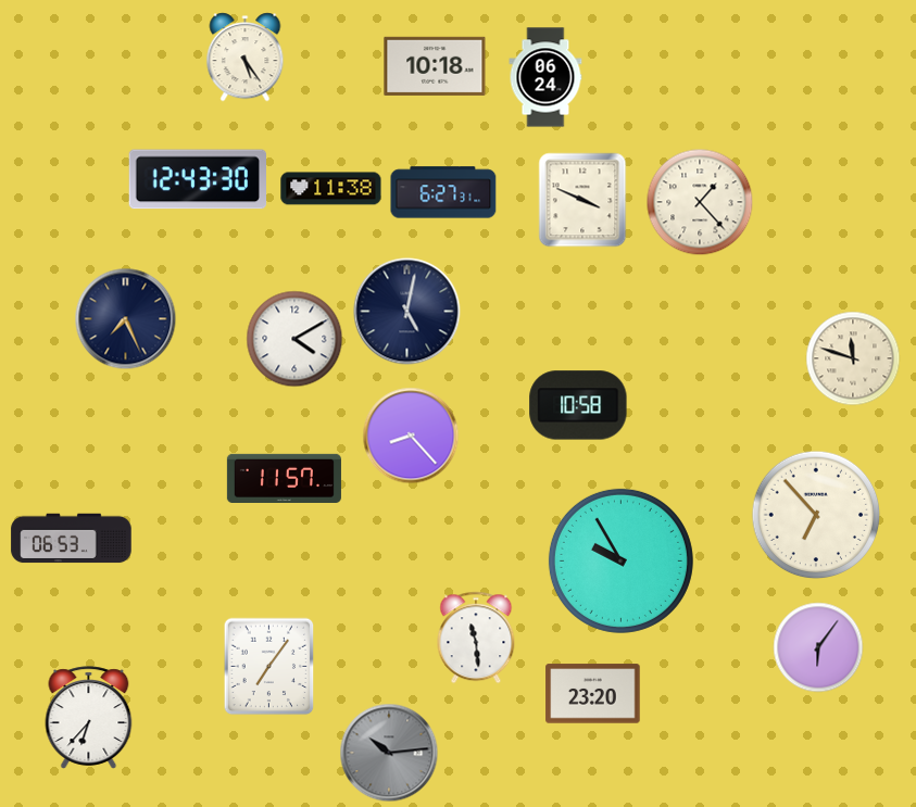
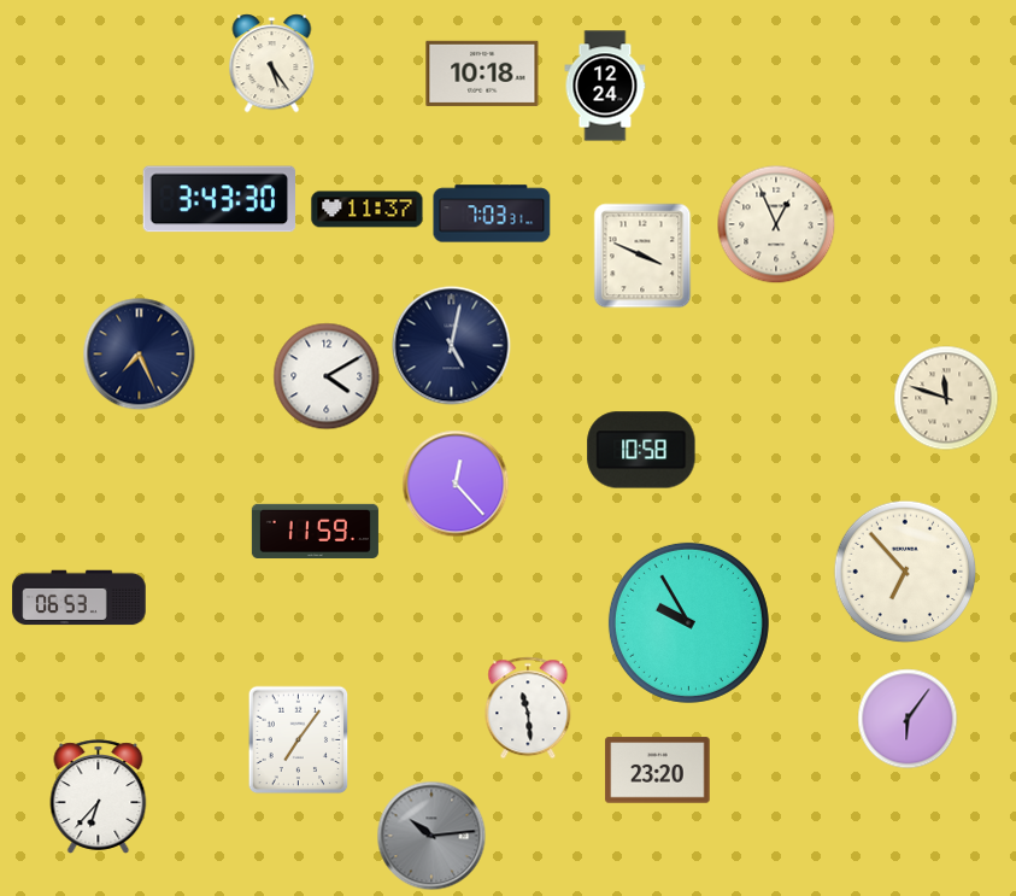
clock at (545, 77): 06:24 -> 12:24
clock at (197, 179): 12:43 -> 3:43
clock at (331, 189): 11:38 -> 11:37
clock at (443, 192): 6:27 -> 7:03
clock at (582, 200) position: (582, 200) -> (642, 256)
clock at (700, 202): 1:23 -> 12:56
clock at (411, 436): 8:23 -> 12:23
clock at (284, 478): 11:57 -> 11:59
